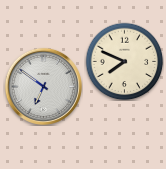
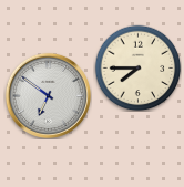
clock at (124, 61): 7:49 -> 7:45
